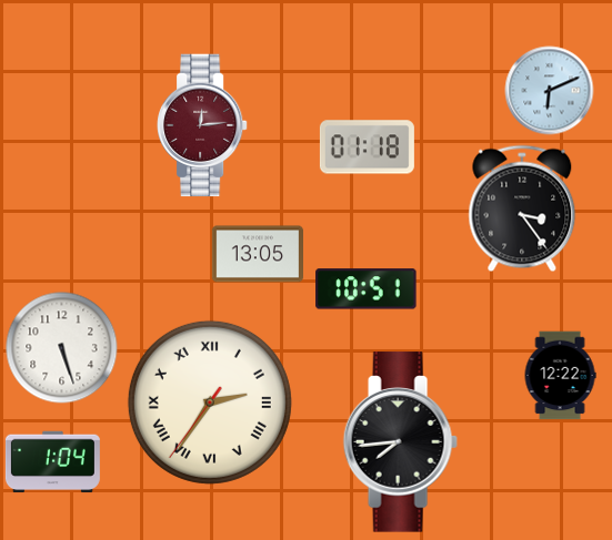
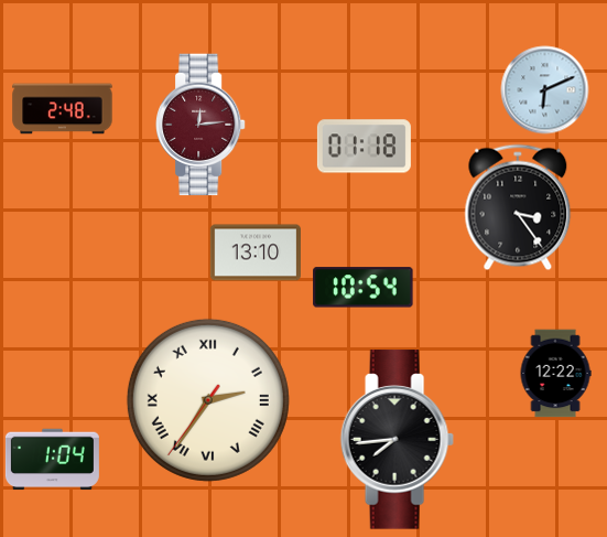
clock at (63, 109): none -> 2:48
clock at (257, 254): 13:05 -> 13:10
clock at (367, 289): 10:51 -> 10:54
clock at (62, 348): 5:27 -> none
